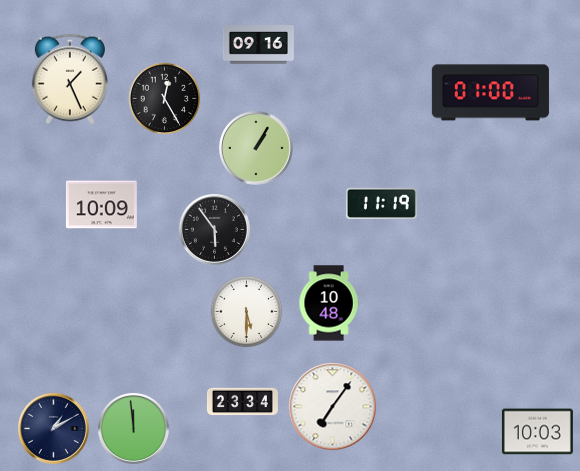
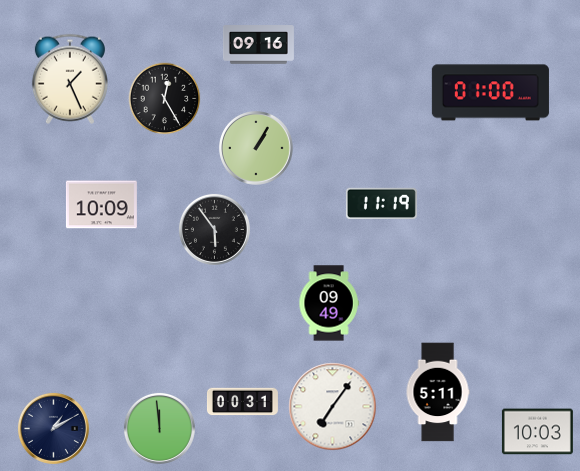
clock at (329, 303): 10:48 -> 09:49
clock at (247, 312): 5:30 -> none
clock at (438, 392): none -> 5:11
clock at (242, 402): 23:34 -> 00:31
clock at (133, 428) position: (133, 428) -> (159, 428)
